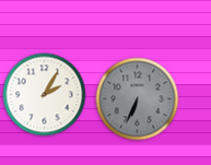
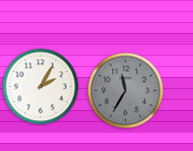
clock at (138, 99): 6:34 -> 11:35
